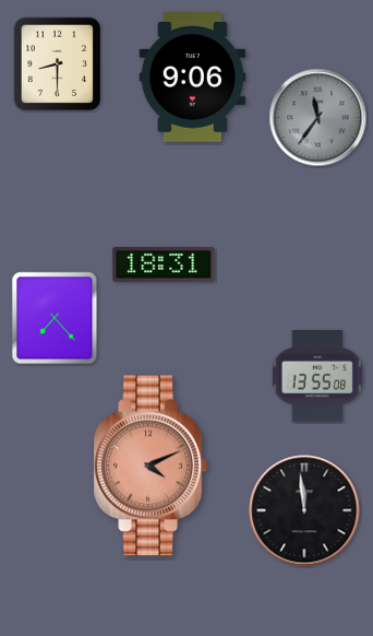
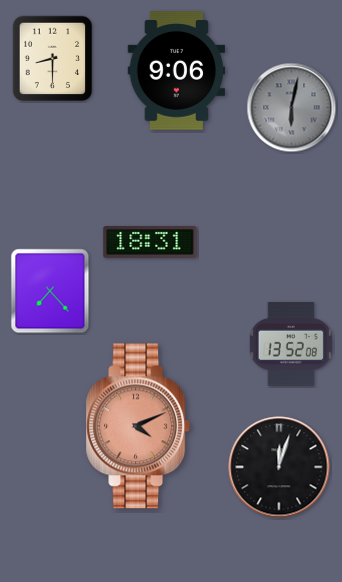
clock at (318, 118): 11:36 -> 6:02
clock at (317, 376): 13:55 -> 13:52
clock at (304, 510): 11:59 -> 12:03
